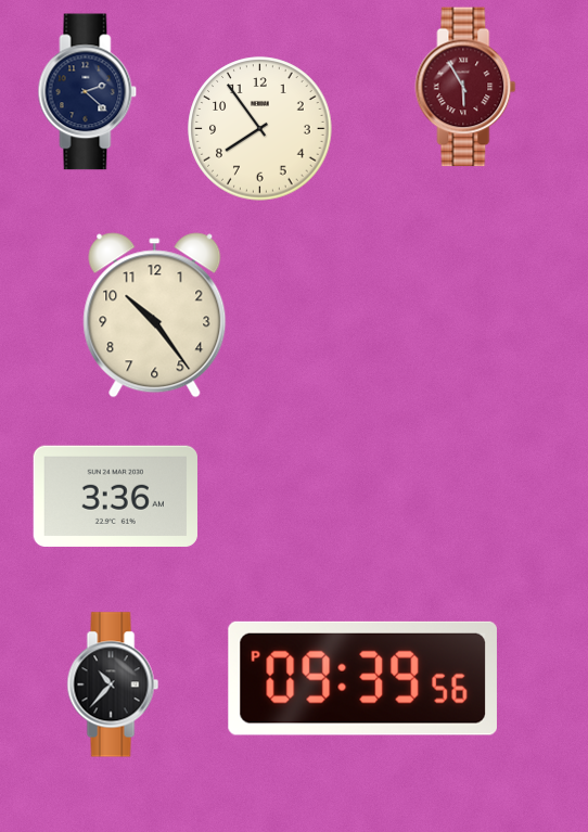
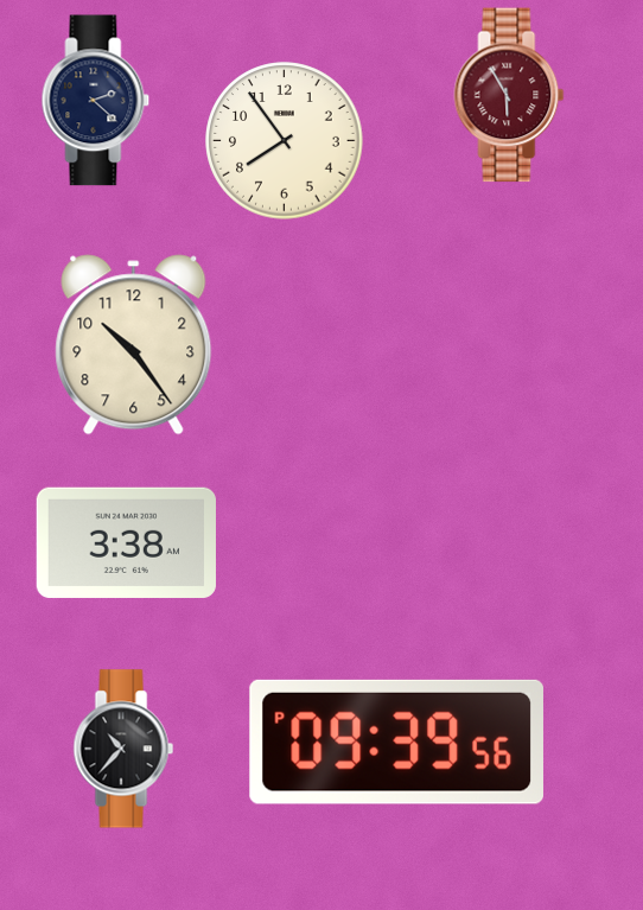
clock at (155, 316) position: (155, 316) -> (134, 345)
clock at (115, 496): 3:36 -> 3:38
